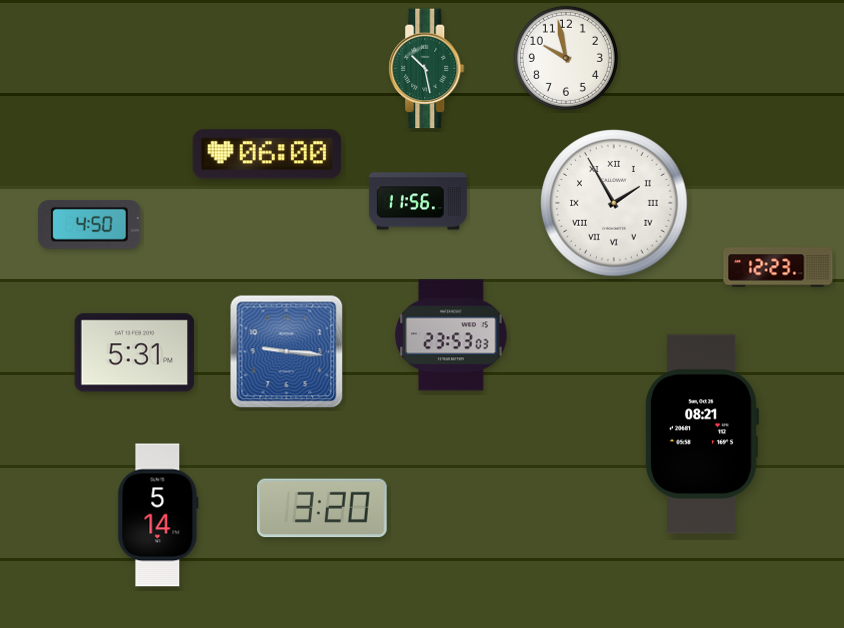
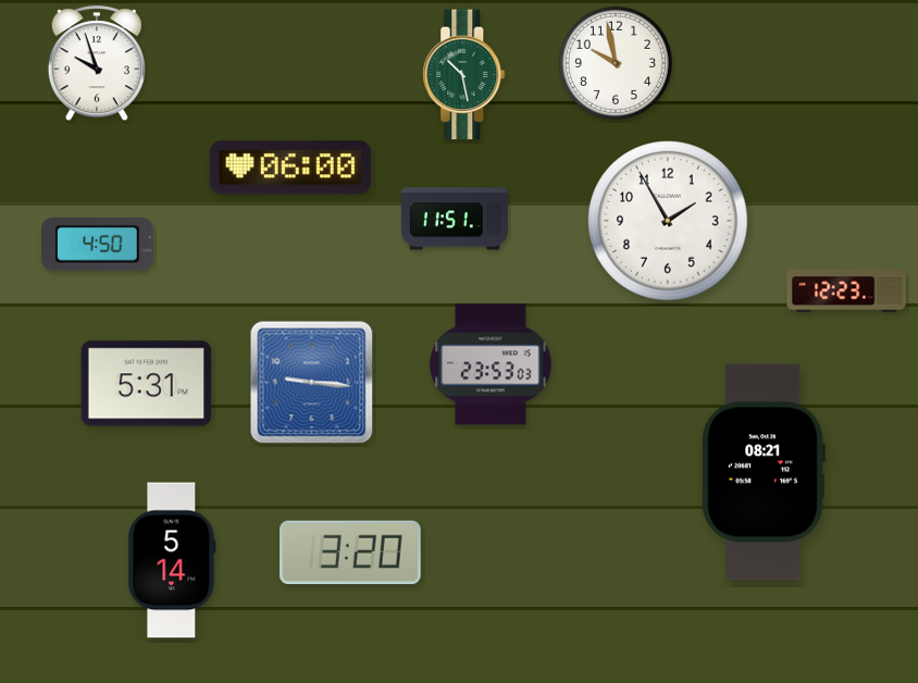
clock at (97, 64): none -> 9:57
clock at (418, 201): 11:56 -> 11:51
clock at (614, 203) numerals: Roman -> Arabic
